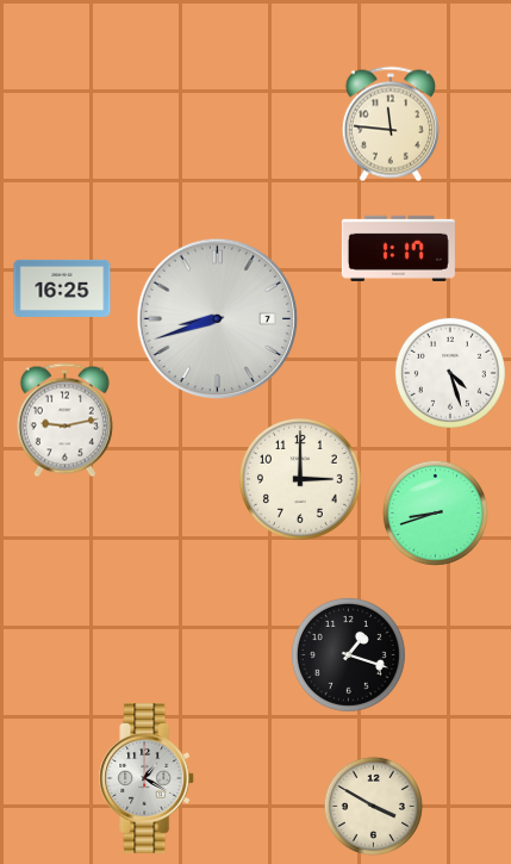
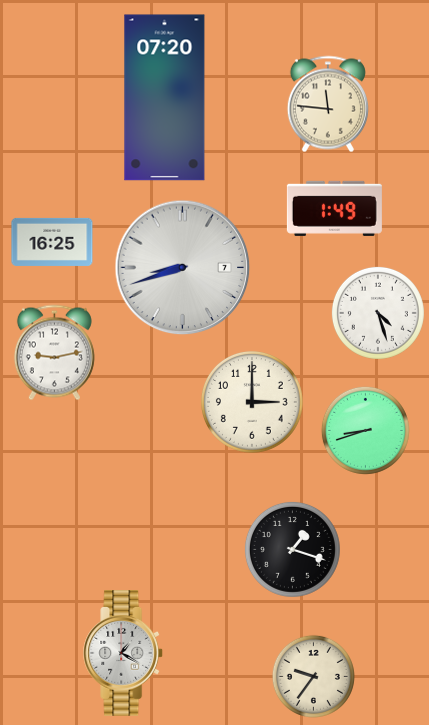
clock at (165, 98): none -> 07:20
clock at (398, 248): 1:17 -> 1:49
clock at (373, 806): 3:50 -> 9:36
